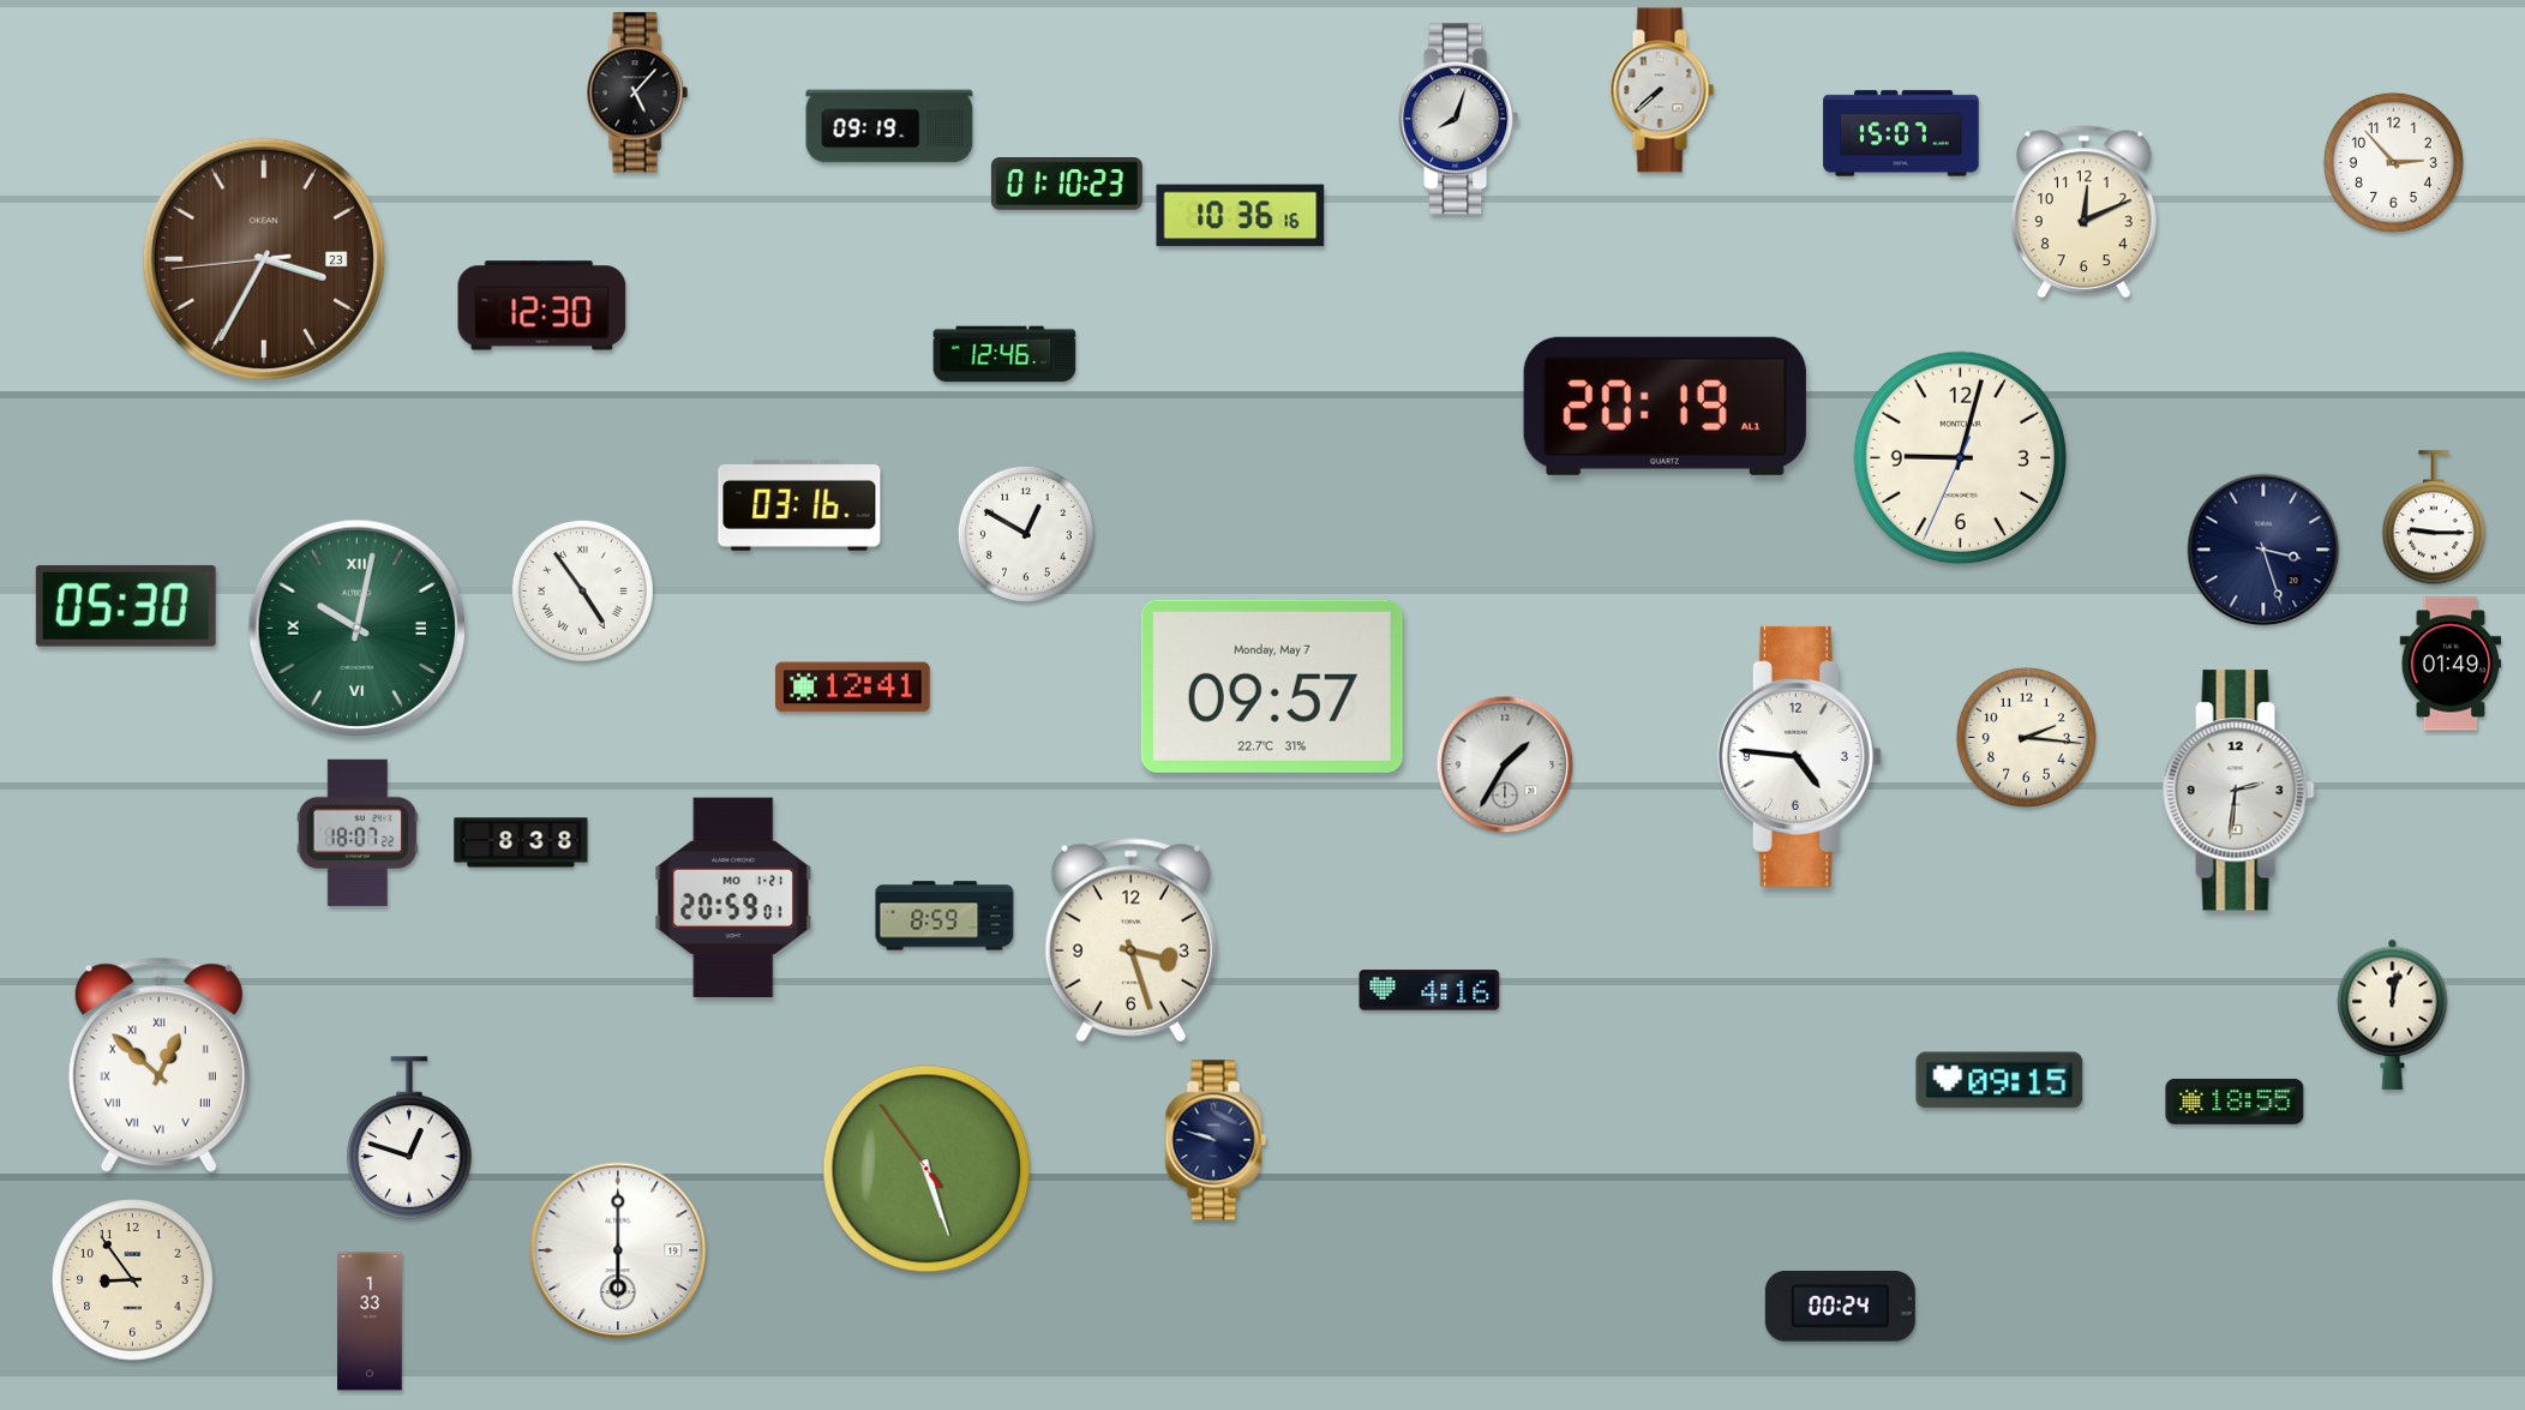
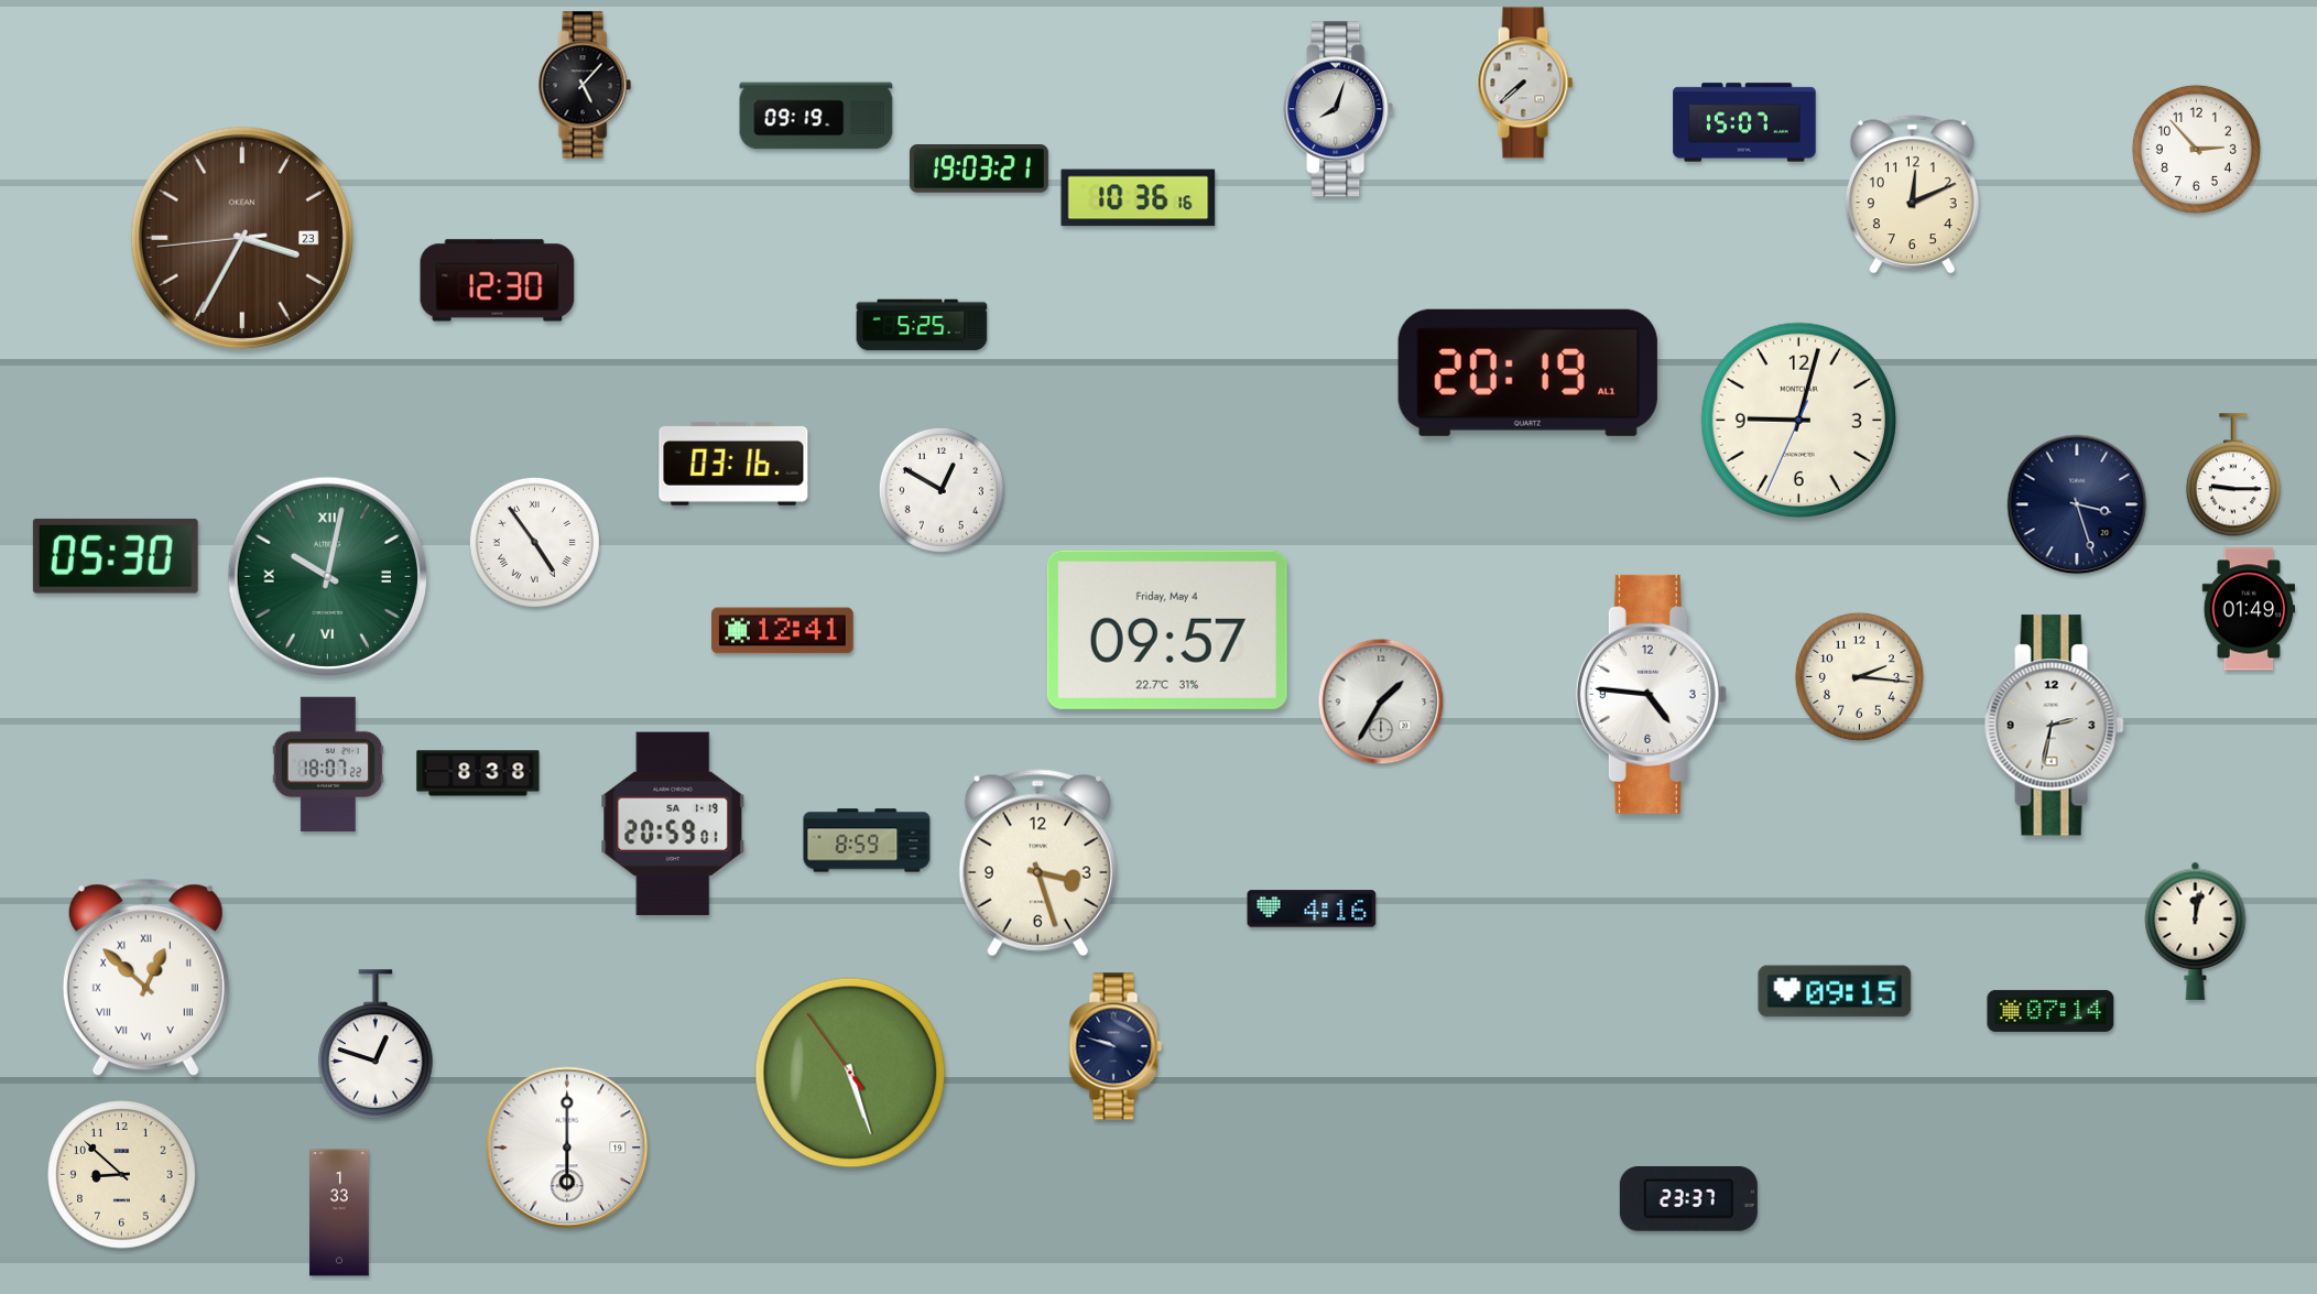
clock at (1067, 185): 01:10 -> 19:03
clock at (1004, 354): 12:46 -> 5:25
clock at (1272, 686) date: Monday, May 7 -> Friday, May 4
clock at (2238, 791): 2:31 -> 2:32
clock at (733, 898) date: MO 1-21 -> SA 1-19
clock at (2235, 1102): 18:55 -> 07:14
clock at (133, 1280): 8:54 -> 8:52
clock at (1840, 1306): 00:24 -> 23:37
